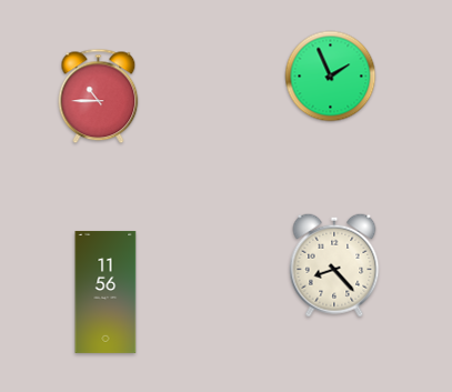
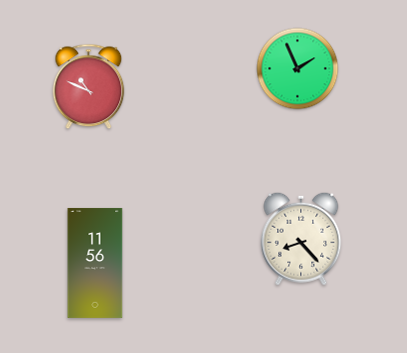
clock at (99, 97): 10:45 -> 10:49
